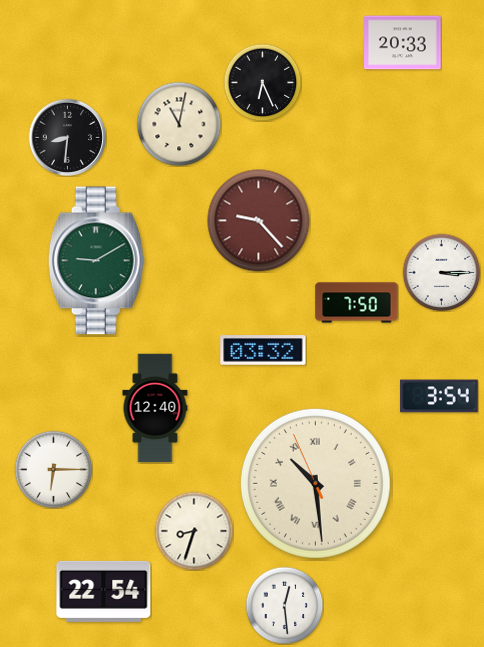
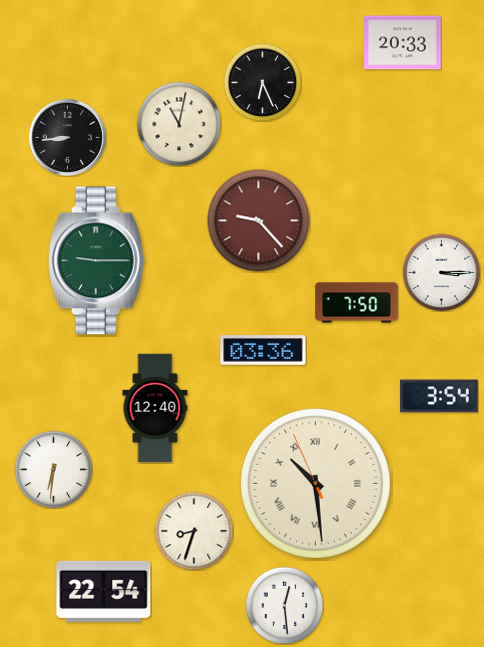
clock at (67, 137): 8:31 -> 8:44
clock at (96, 261): 9:10 -> 9:15
clock at (263, 350): 03:32 -> 03:36
clock at (53, 469): 6:15 -> 6:31
